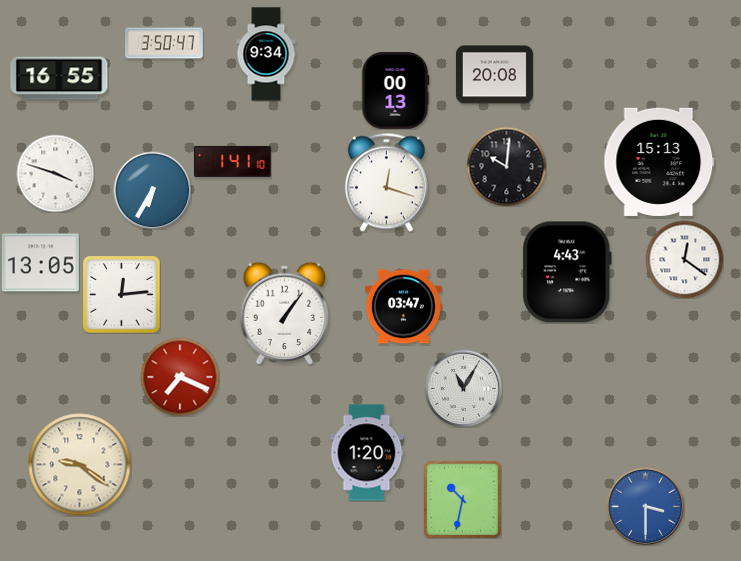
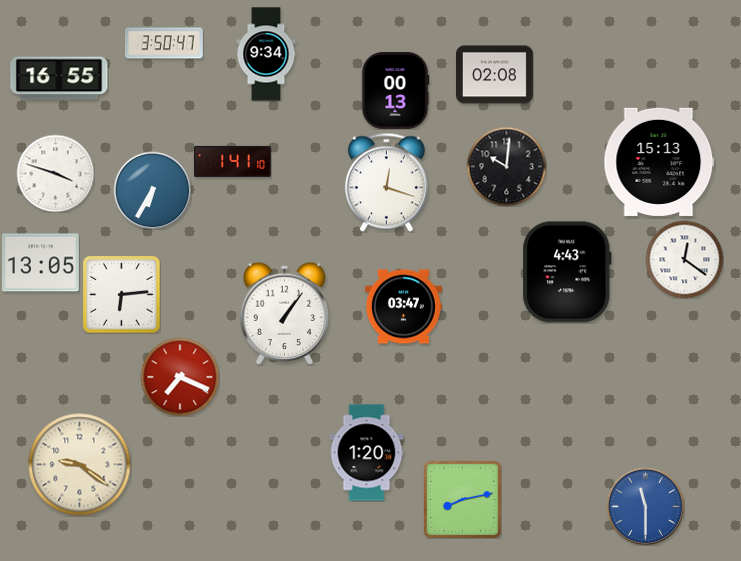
clock at (494, 75): 20:08 -> 02:08
clock at (121, 294): 12:14 -> 6:14
clock at (463, 388): 11:05 -> none
clock at (462, 499): 10:32 -> 8:13
clock at (645, 506): 3:30 -> 11:30
